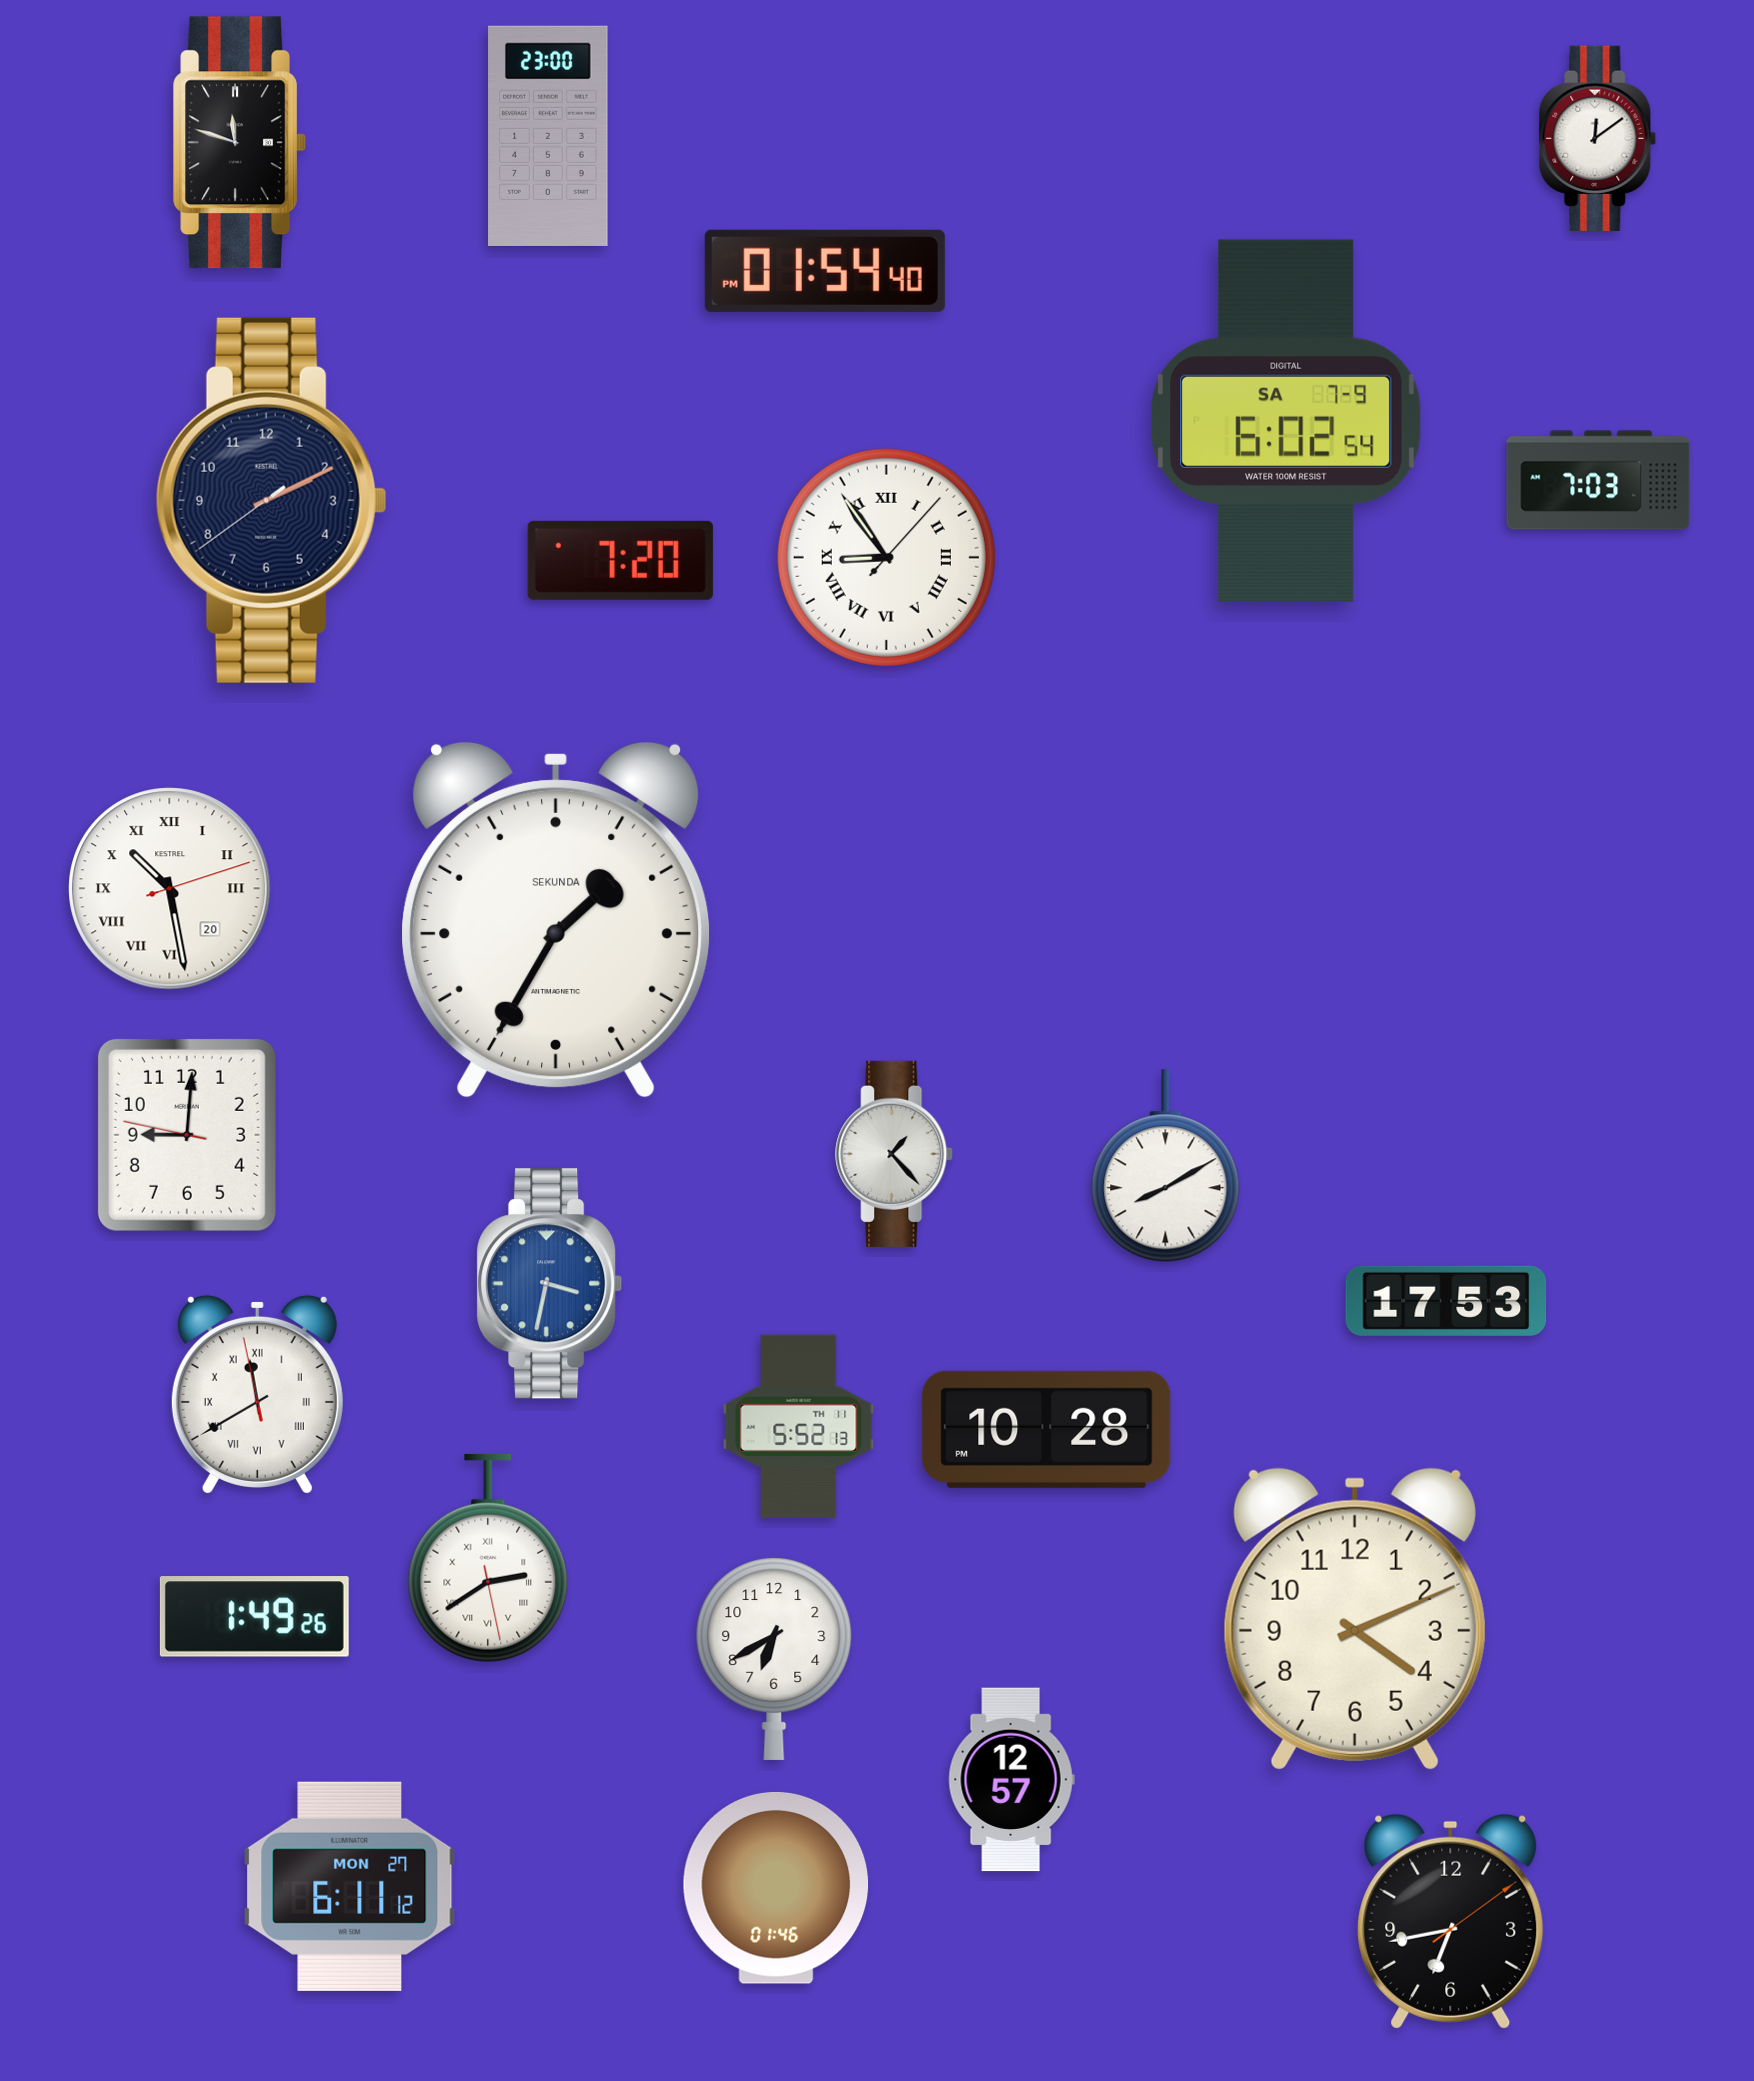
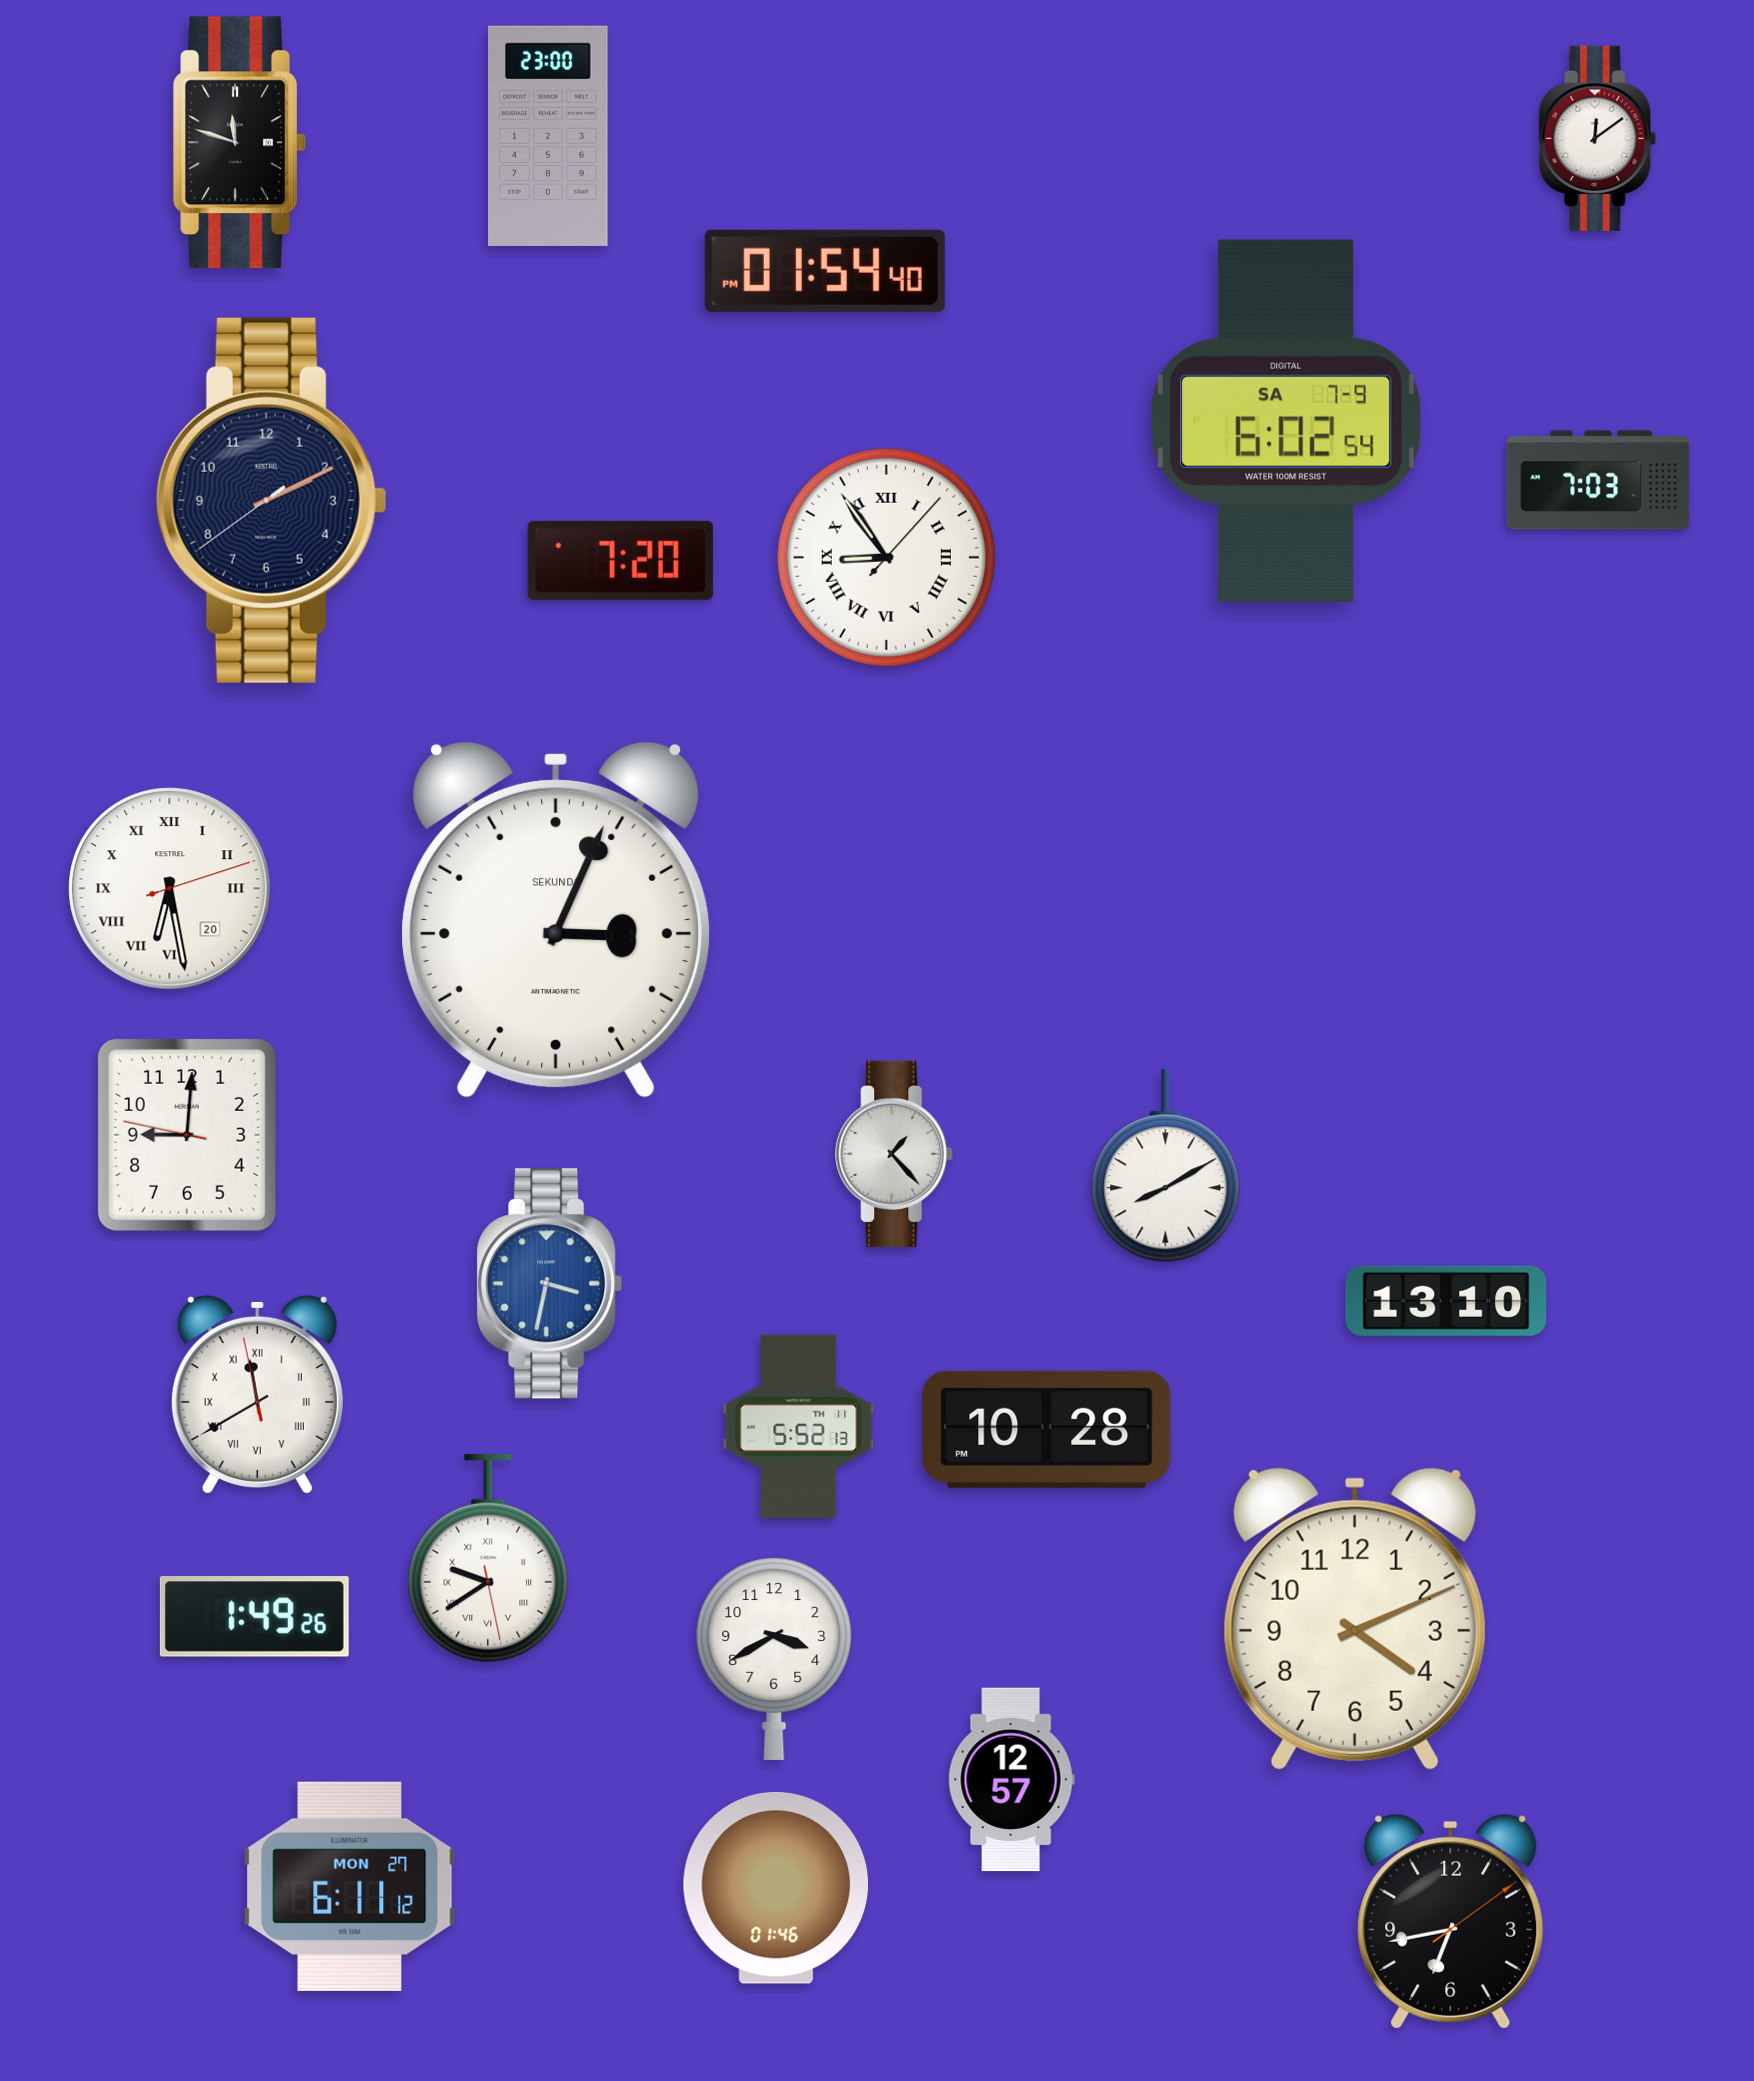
clock at (170, 889): 10:28 -> 6:28
clock at (556, 919): 1:35 -> 3:04
clock at (1446, 1301): 17:53 -> 13:10
clock at (488, 1558): 2:39 -> 9:39
clock at (774, 1659): 6:40 -> 3:40
